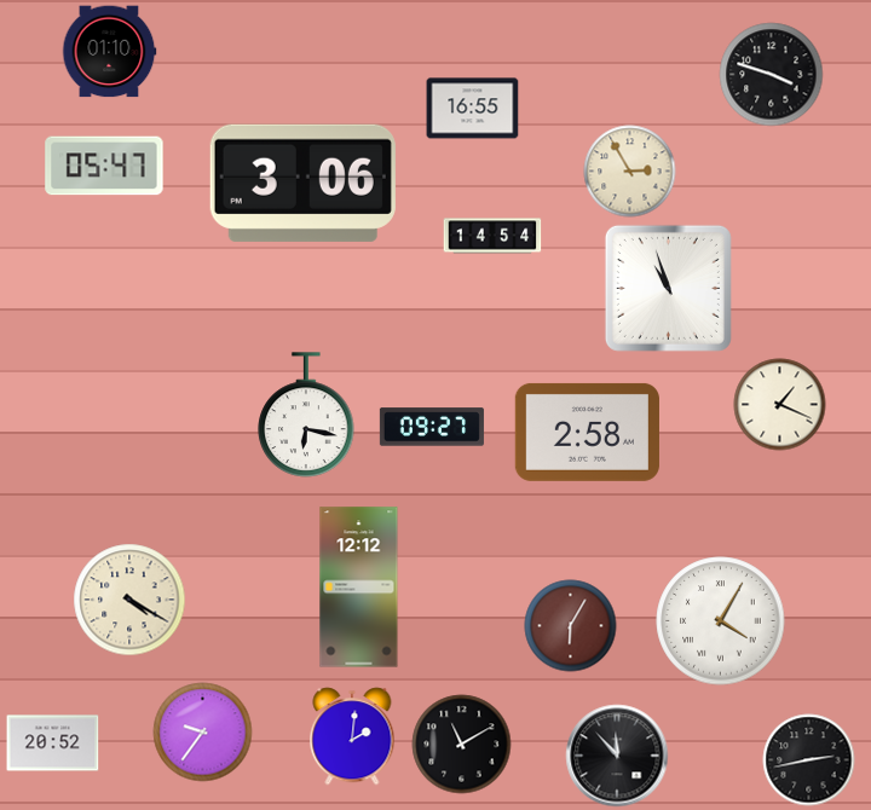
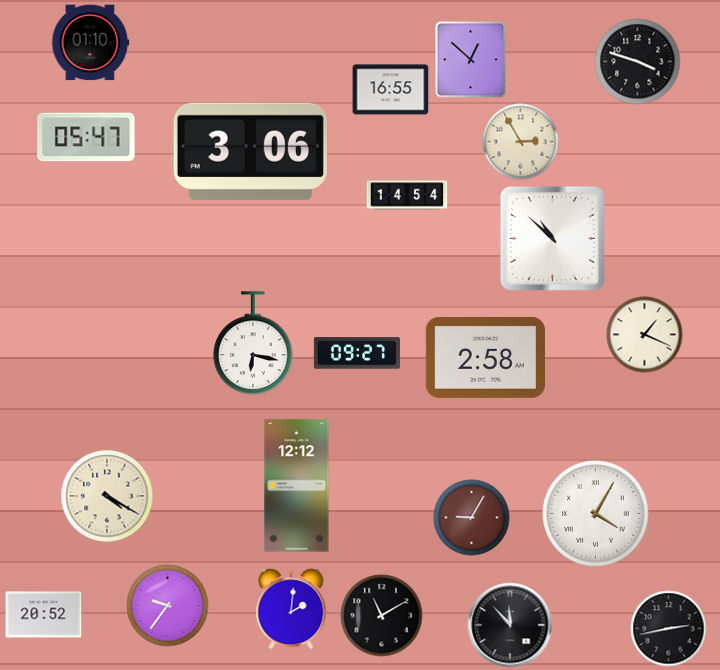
clock at (471, 60): none -> 12:52
clock at (668, 288): 10:57 -> 10:52
clock at (571, 626): 6:05 -> 9:05
